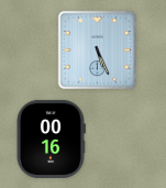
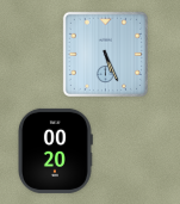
clock at (52, 139): 00:16 -> 00:20
